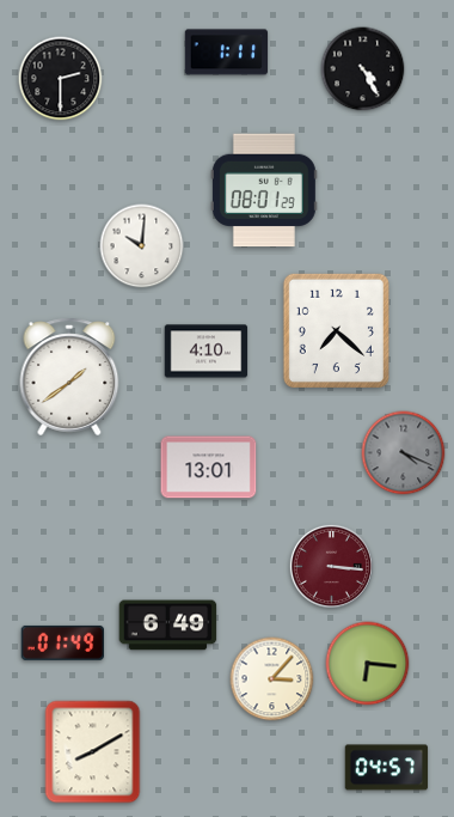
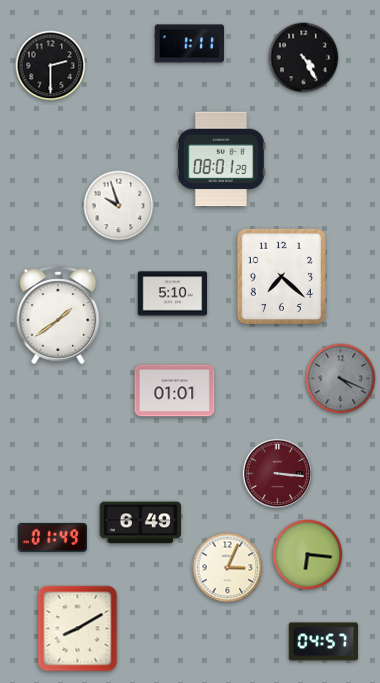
clock at (142, 246): 10:01 -> 9:57
clock at (207, 352): 4:10 -> 5:10
clock at (404, 453) position: (404, 453) -> (341, 379)
clock at (209, 468): 13:01 -> 01:01
clock at (272, 679): 3:07 -> 3:04
